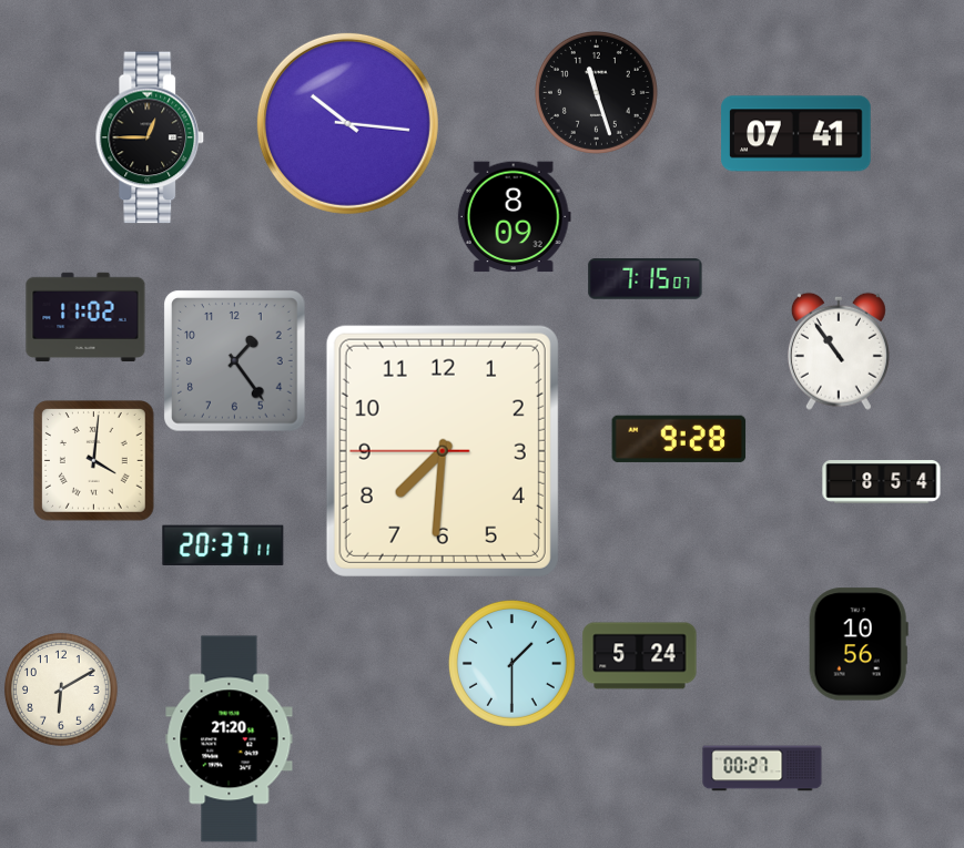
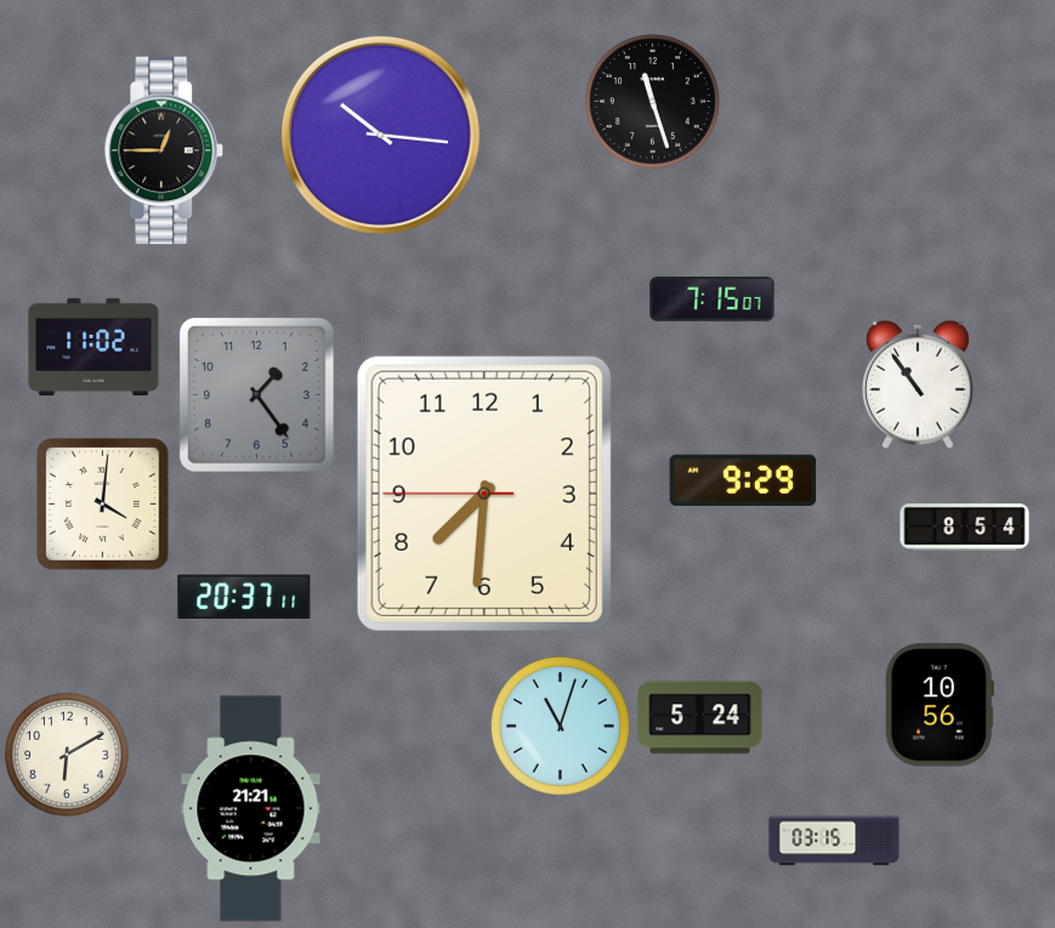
clock at (796, 134): 07:41 -> none
clock at (514, 217): 8:09 -> none
clock at (646, 279) position: (646, 279) -> (713, 300)
clock at (679, 439): 9:28 -> 9:29
clock at (511, 663): 1:30 -> 11:03
clock at (230, 739): 21:20 -> 21:21
clock at (762, 768): 00:27 -> 03:15
